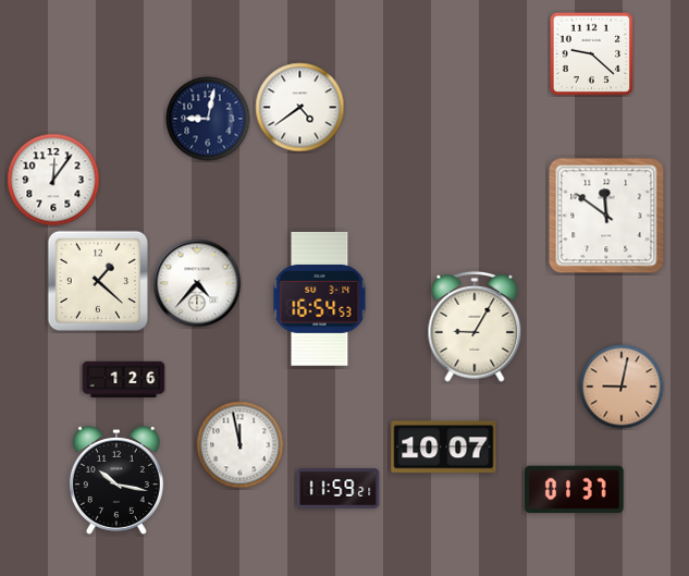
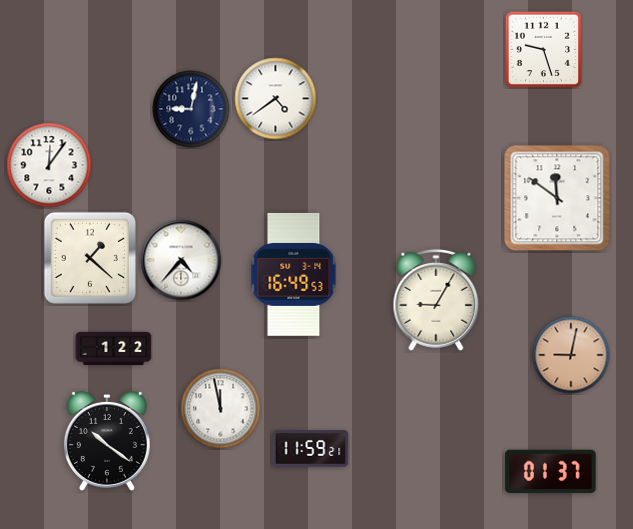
clock at (591, 53): 9:22 -> 9:27
clock at (320, 299): 16:54 -> 16:49
clock at (124, 379): 1:26 -> 1:22
clock at (444, 448): 10:07 -> none
clock at (116, 480): 10:17 -> 10:21
clock at (575, 490) position: (575, 490) -> (551, 472)
